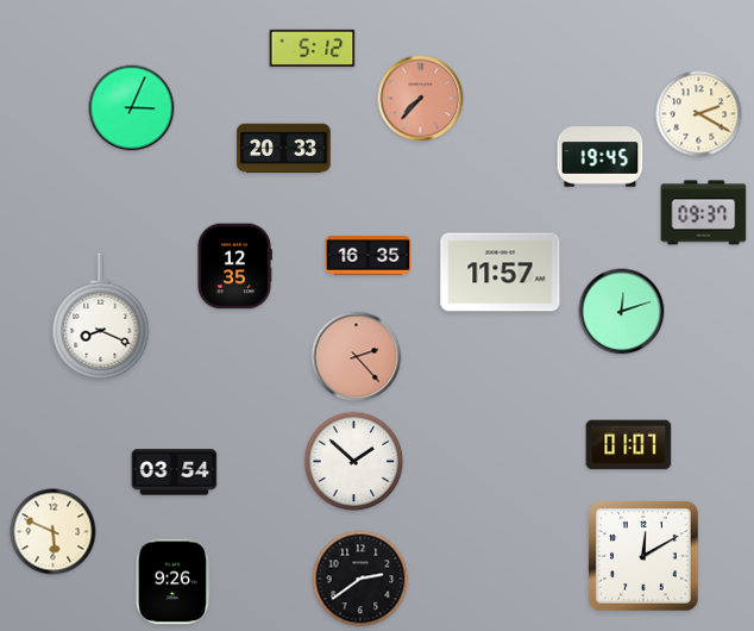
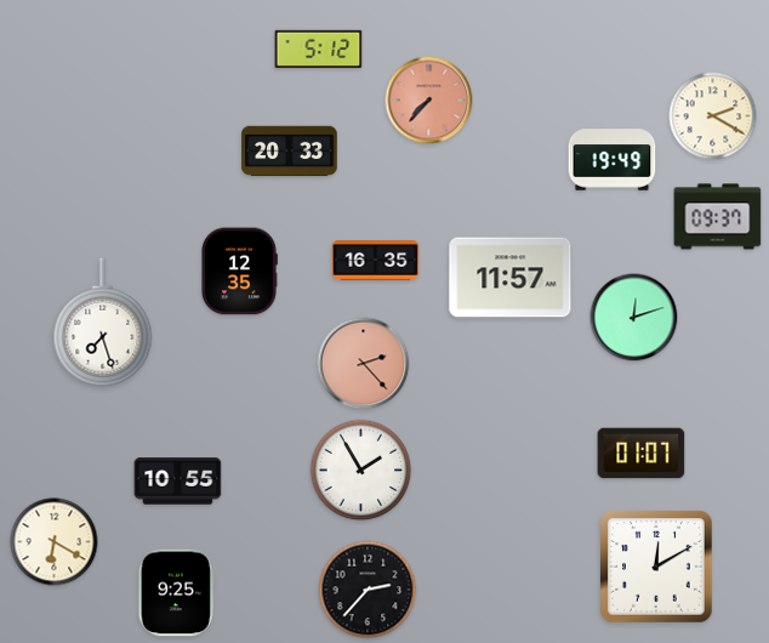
clock at (132, 108): 3:04 -> none
clock at (601, 157): 19:45 -> 19:49
clock at (101, 317): 8:19 -> 7:27
clock at (354, 462): 1:52 -> 1:55
clock at (175, 473): 03:54 -> 10:55
clock at (54, 532): 5:49 -> 6:20
clock at (360, 579): 2:39 -> 2:37
clock at (172, 582): 9:26 -> 9:25
